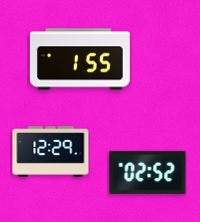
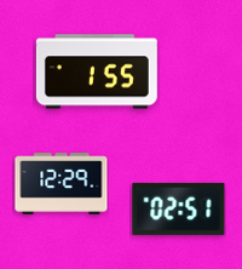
clock at (148, 172): 02:52 -> 02:51
